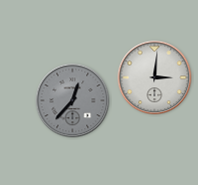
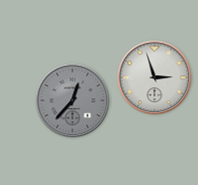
clock at (155, 78): 3:01 -> 2:57
